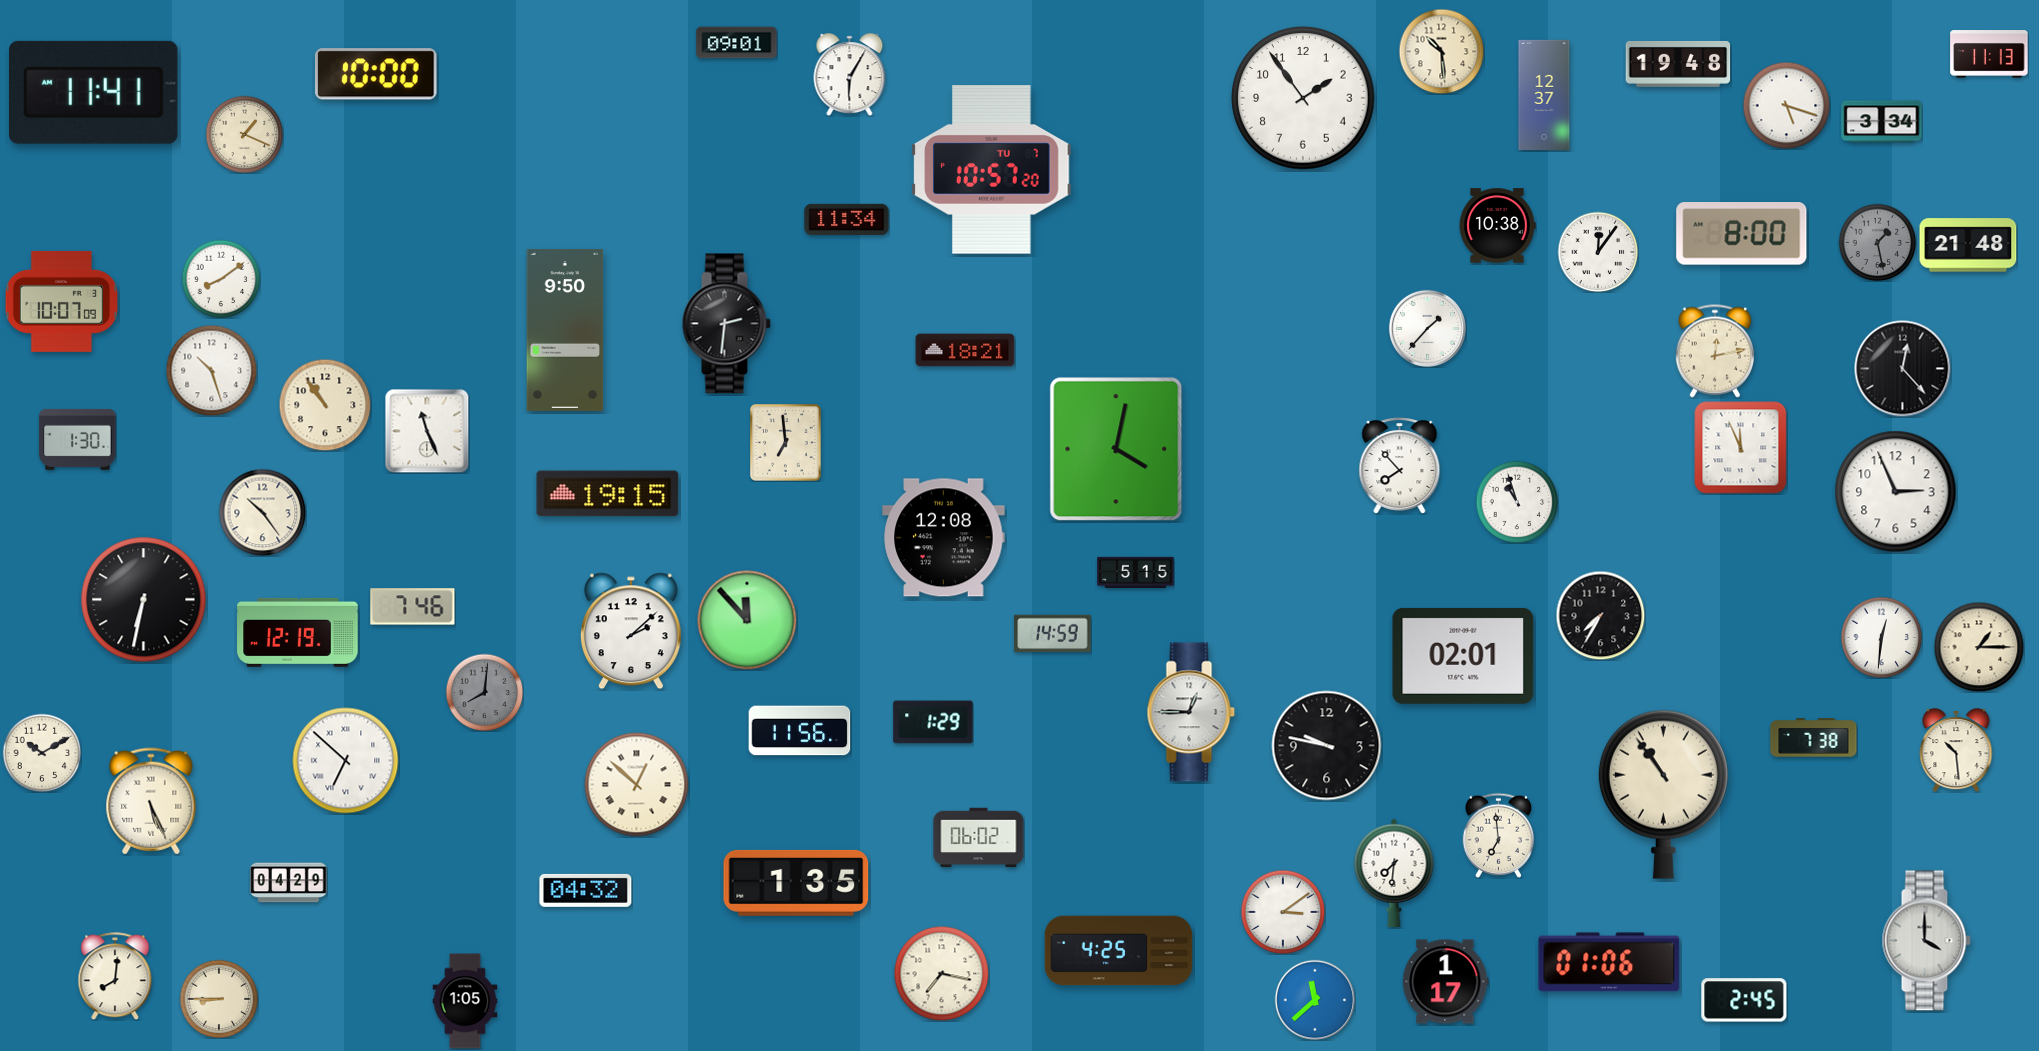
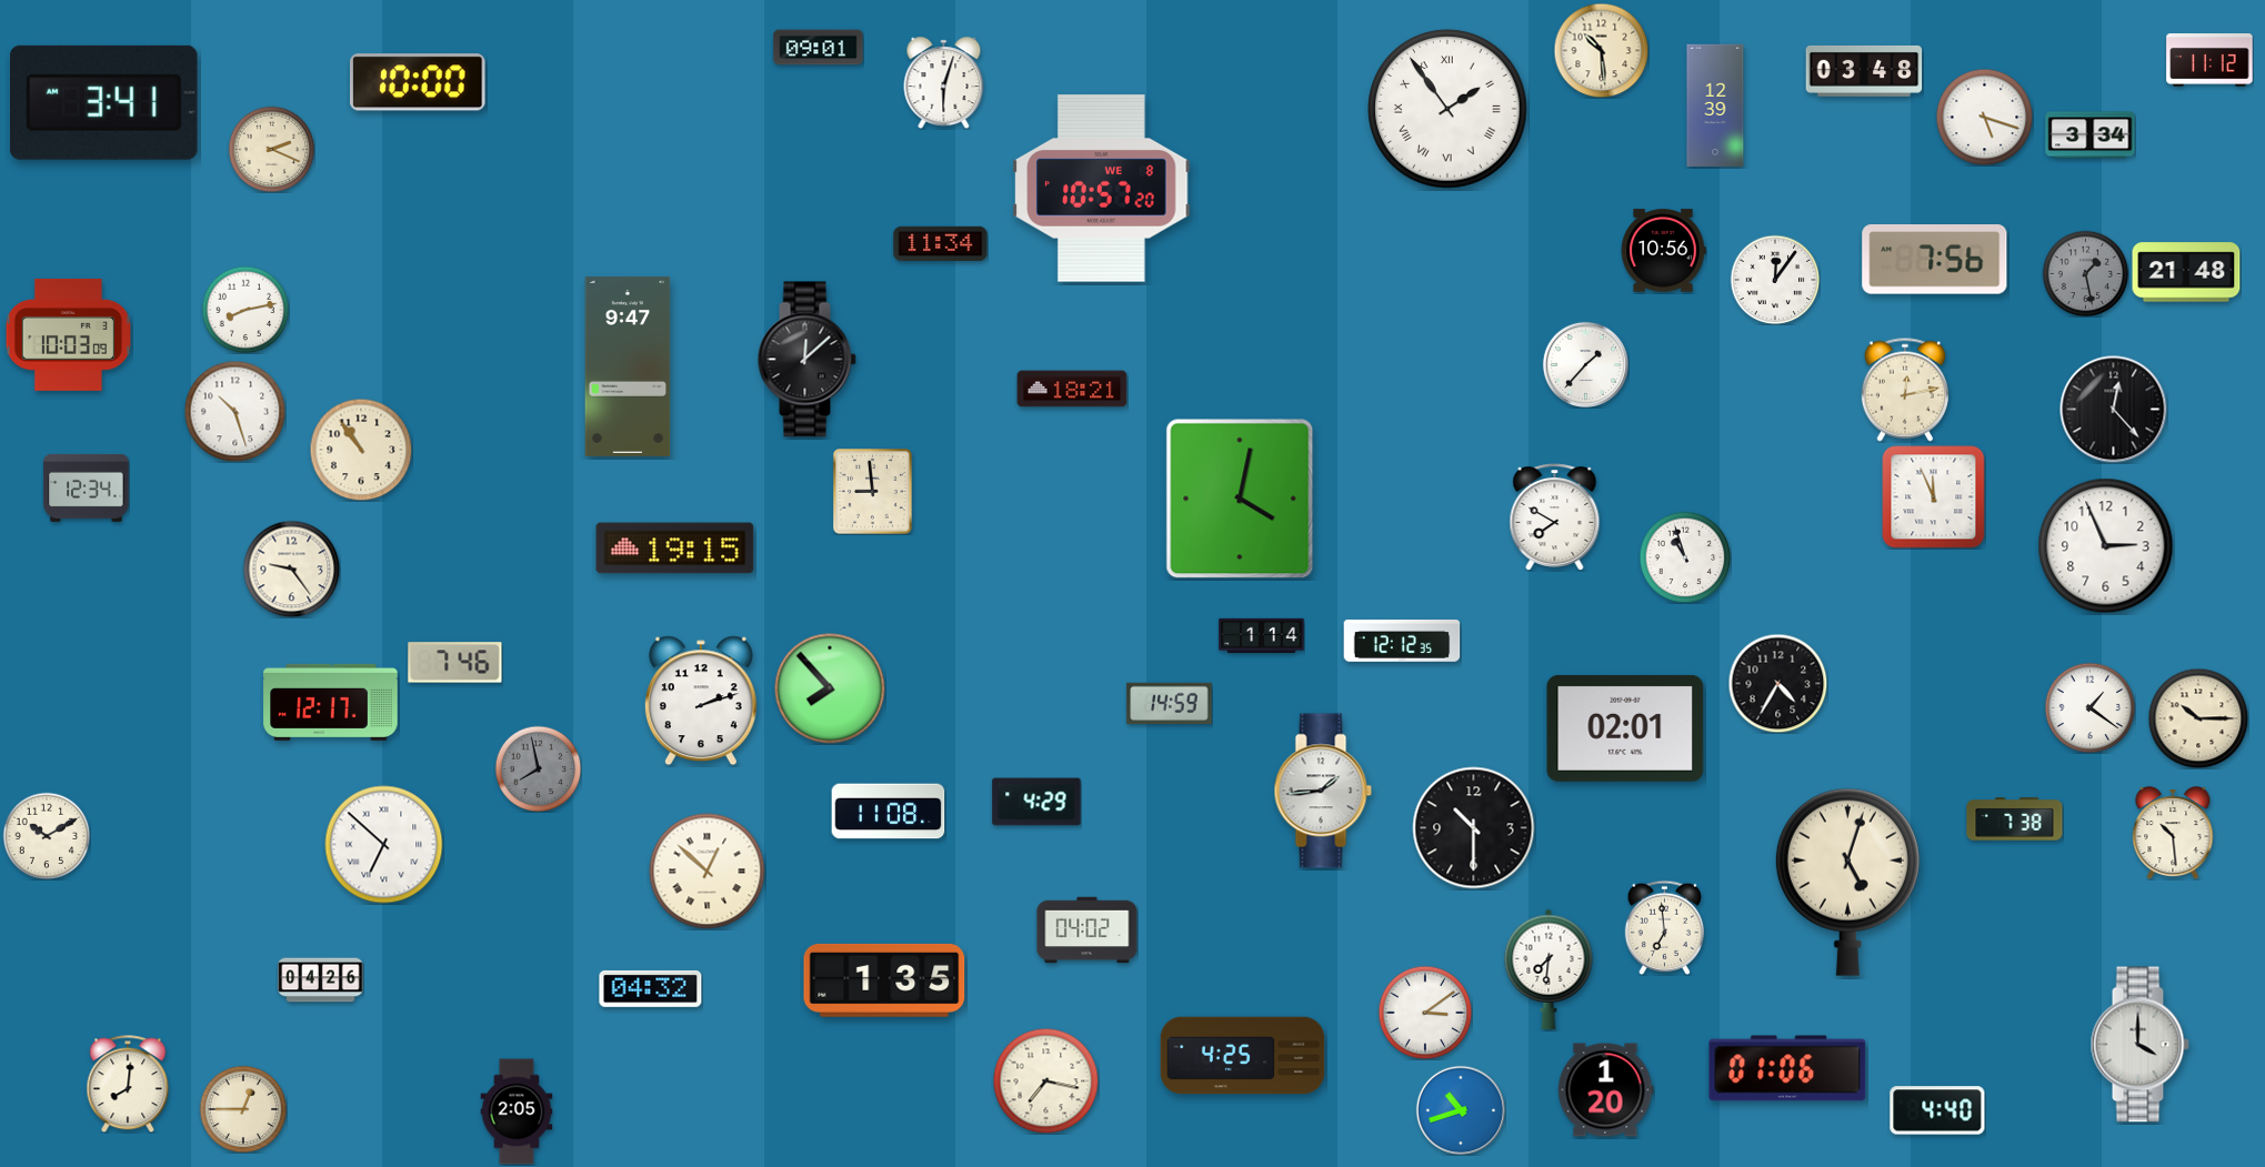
clock at (1441, 51) position: (1441, 51) -> (1601, 50)
clock at (1989, 54): 11:13 -> 11:12
clock at (1678, 64): 19:48 -> 03:48
clock at (850, 75): 6:05 -> 6:03
clock at (94, 92): 11:41 -> 3:41
clock at (1544, 95): 12:37 -> 12:39
clock at (1303, 98) numerals: Arabic -> Roman
clock at (244, 134): 1:19 -> 2:19
clock at (992, 170) date: TU 7 -> WE 8
clock at (1497, 226): 10:38 -> 10:56
clock at (1742, 234): 8:00 -> 7:56
clock at (1877, 242) position: (1877, 242) -> (2085, 273)
clock at (221, 279): 8:09 -> 8:13
clock at (61, 301): 10:07 -> 10:03
clock at (726, 324): 2:31 -> 12:08
clock at (565, 330): 9:50 -> 9:47
clock at (427, 431): 11:26 -> none
clock at (78, 439): 1:30 -> 12:34
clock at (786, 443): 6:59 -> 8:59
clock at (1400, 466): 7:53 -> 7:50
clock at (262, 512): 10:24 -> 9:24
clock at (944, 538): 12:08 -> none
clock at (1136, 572): 5:15 -> 1:14
clock at (1402, 642): none -> 12:12
clock at (144, 600): 6:32 -> none
clock at (413, 607) position: (413, 607) -> (455, 663)
clock at (1600, 615): 7:35 -> 4:35
clock at (747, 620): 11:53 -> 7:53
clock at (631, 631): 2:08 -> 2:12
clock at (298, 632): 12:19 -> 12:17
clock at (1881, 637): 12:31 -> 1:21
clock at (1979, 647): 1:15 -> 10:15
clock at (484, 692): 8:01 -> 7:58
clock at (1191, 712): 12:45 -> 1:44
clock at (933, 722): 1:29 -> 4:29
clock at (800, 731): 11:56 -> 11:08
clock at (1327, 746): 9:47 -> 10:30
clock at (1663, 794): 10:54 -> 5:03
clock at (151, 801): 5:26 -> none
clock at (979, 838): 06:02 -> 04:02
clock at (289, 883): 04:29 -> 04:26
clock at (1446, 982): 1:17 -> 1:20
clock at (219, 999): 8:45 -> 12:45
clock at (1314, 999): 11:38 -> 10:42
clock at (1744, 1000): 2:45 -> 4:40
clock at (465, 1001): 1:05 -> 2:05
